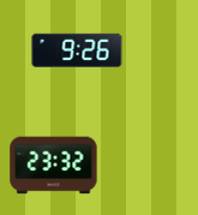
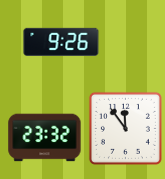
clock at (77, 50) position: (77, 50) -> (61, 42)
clock at (125, 128): none -> 11:54
